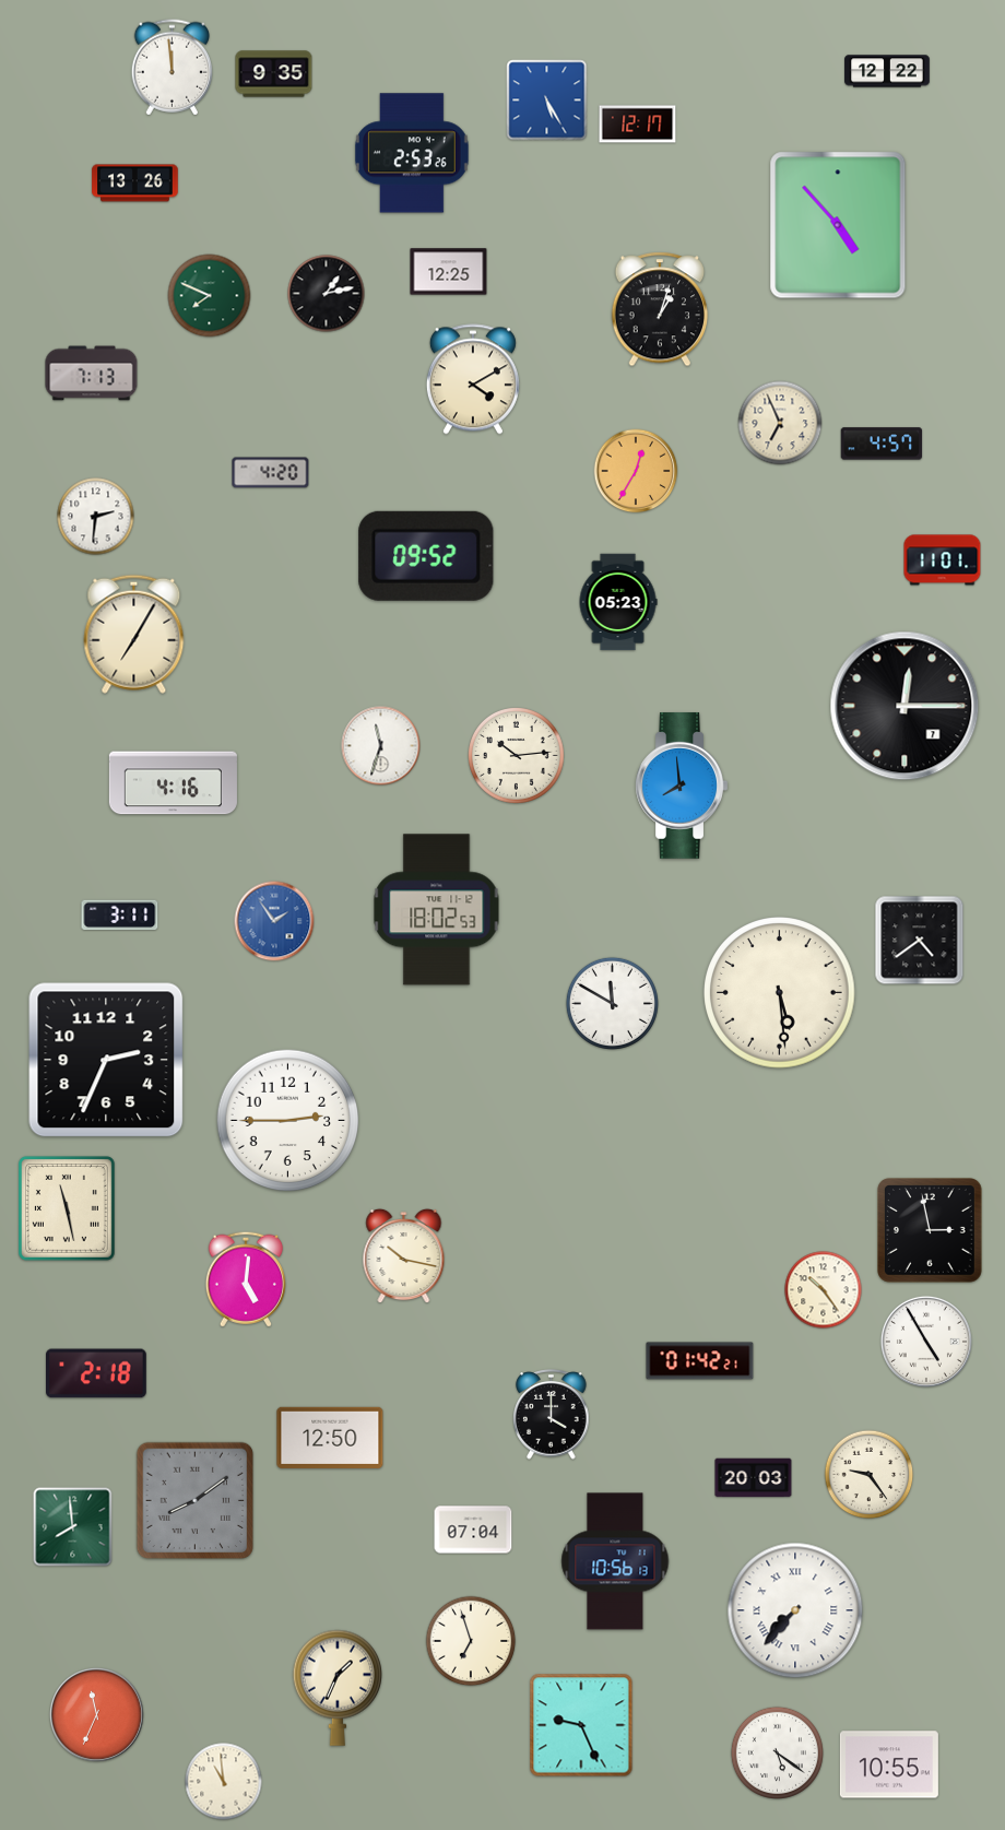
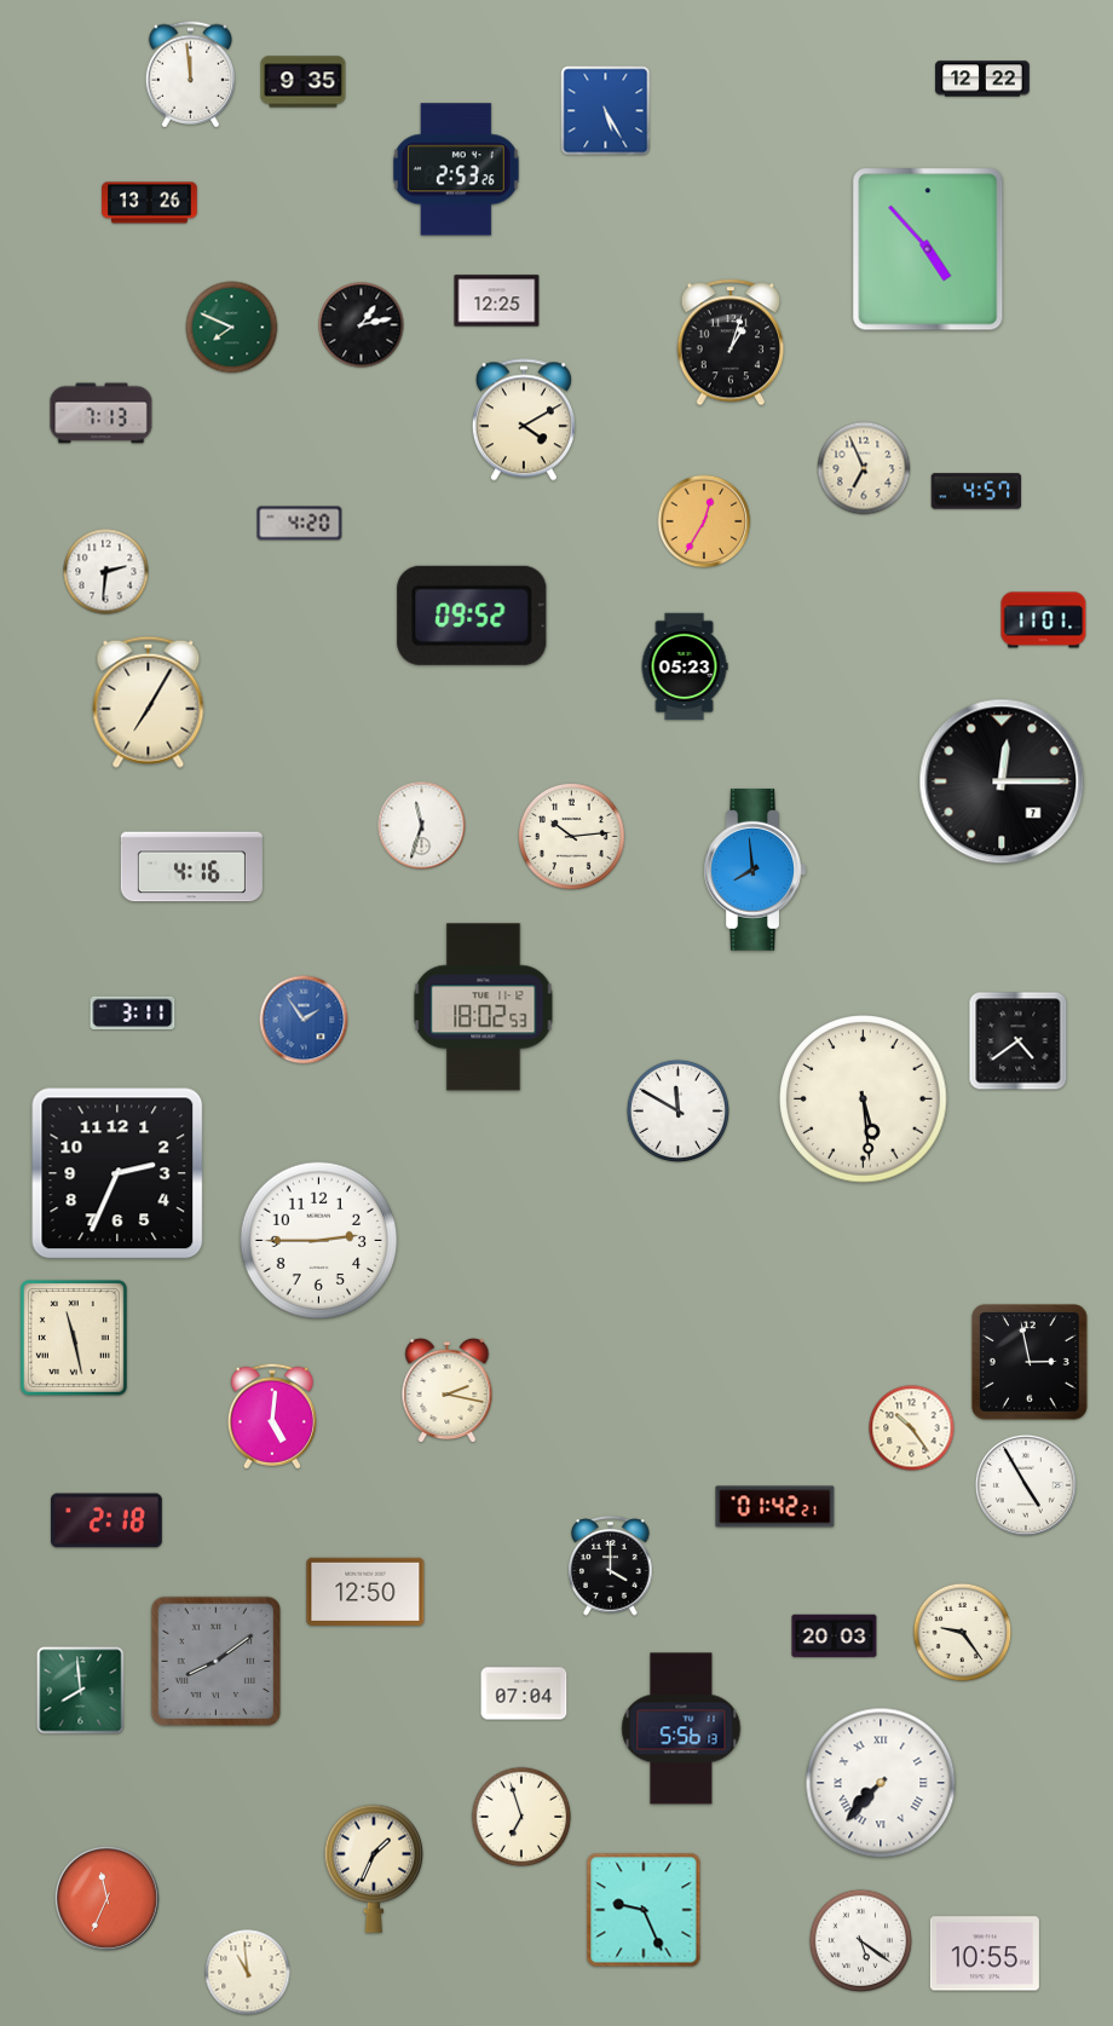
clock at (638, 125): 12:17 -> none
clock at (404, 1256): 10:17 -> 2:17
clock at (615, 1561): 10:56 -> 5:56
